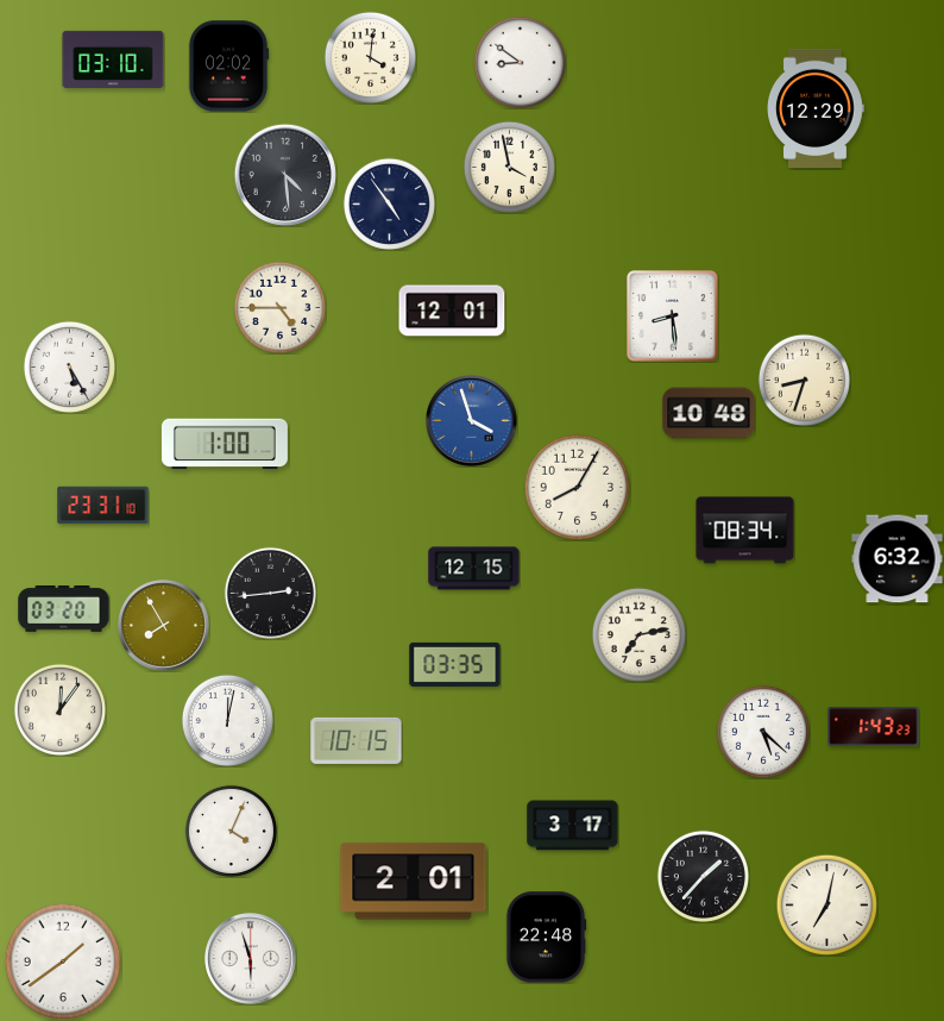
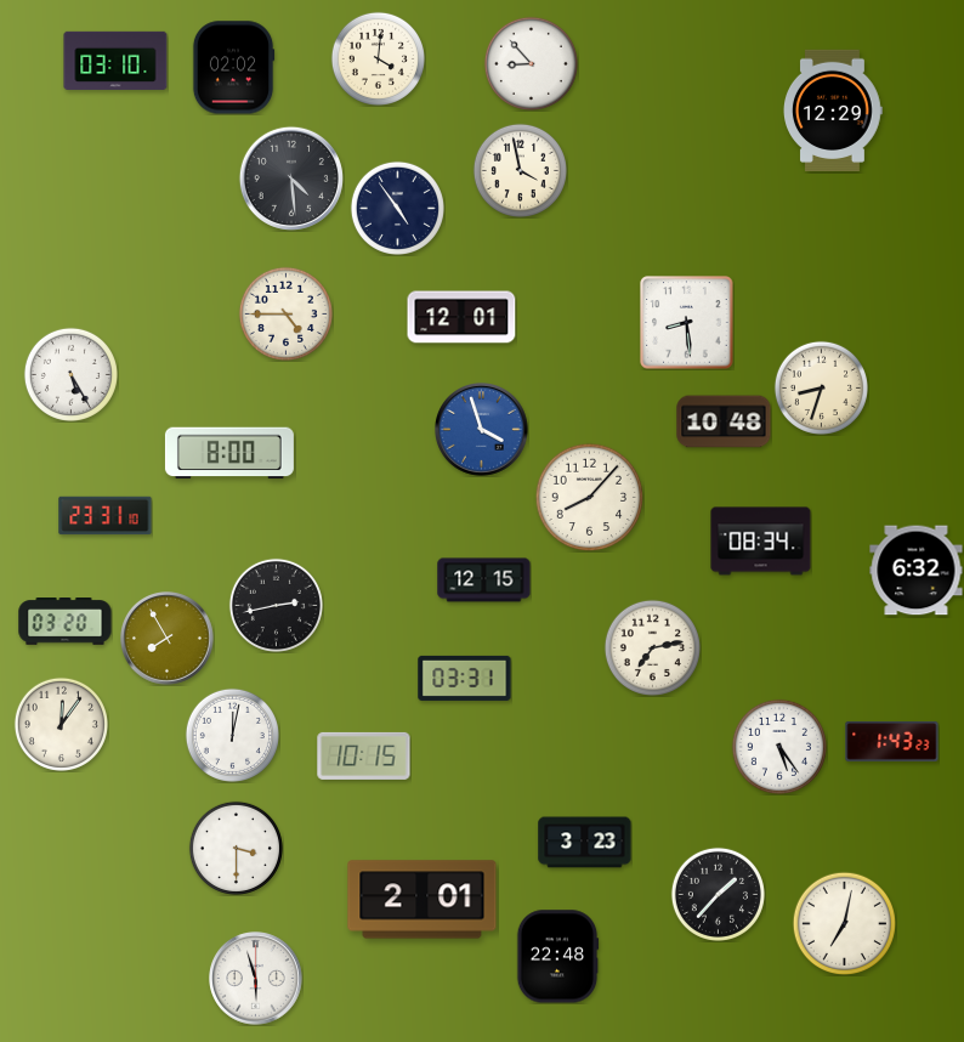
clock at (520, 62): 8:51 -> 8:53
clock at (225, 444): 1:00 -> 8:00
clock at (577, 487): 8:05 -> 8:07
clock at (270, 593): 2:44 -> 2:43
clock at (455, 664): 03:35 -> 03:31
clock at (763, 732): 5:22 -> 5:24
clock at (573, 826): 3:17 -> 3:23
clock at (231, 831): 4:04 -> 3:30
clock at (63, 962): 1:39 -> none
